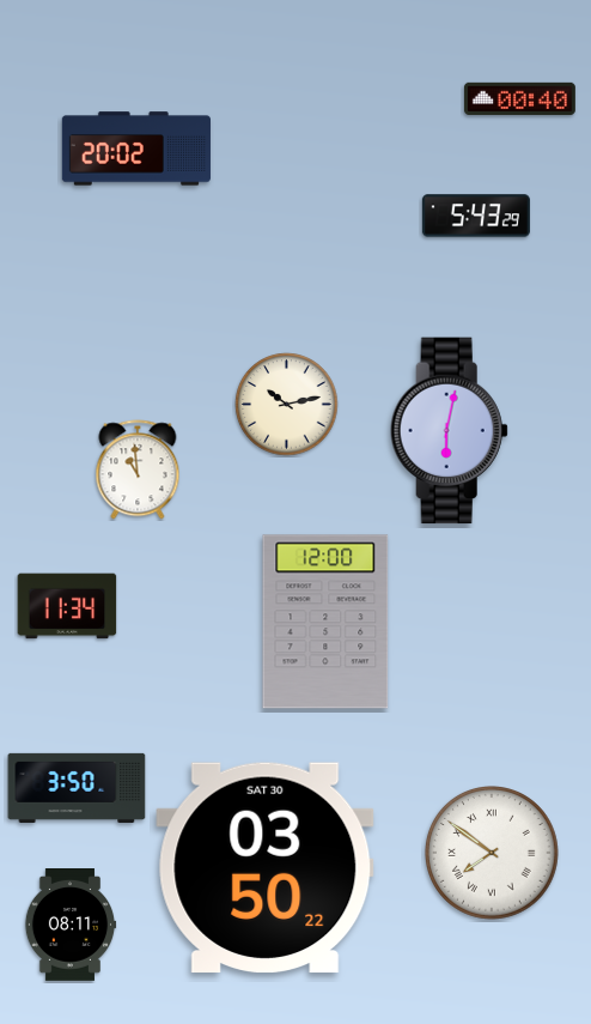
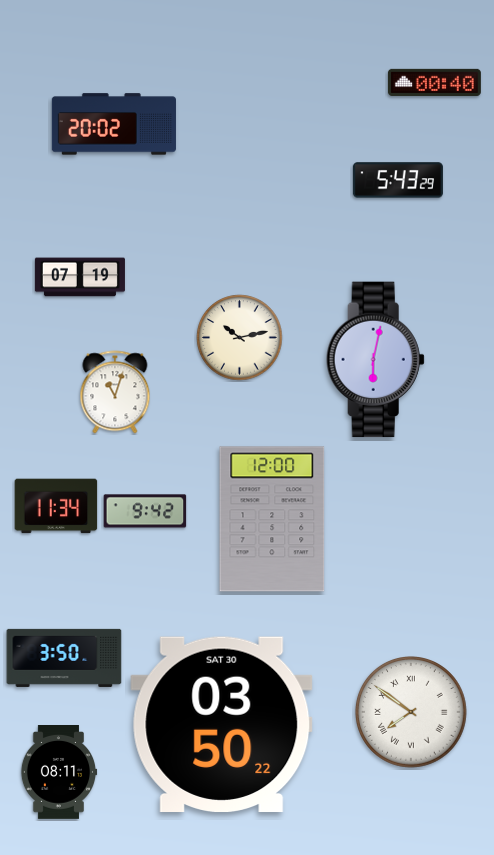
clock at (80, 277): none -> 07:19
clock at (138, 469): 10:59 -> 11:03
clock at (145, 511): none -> 9:42
